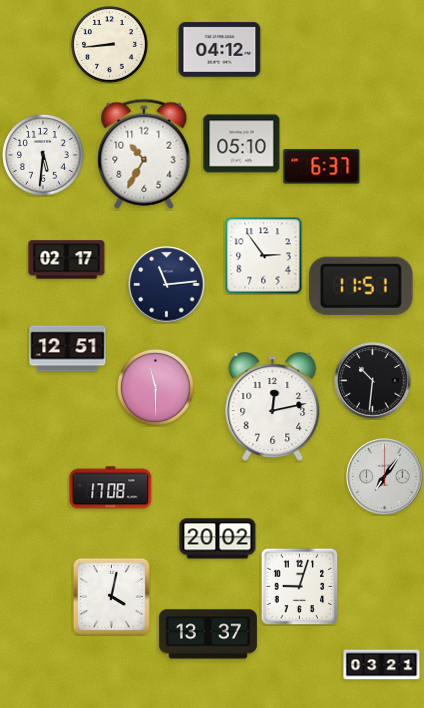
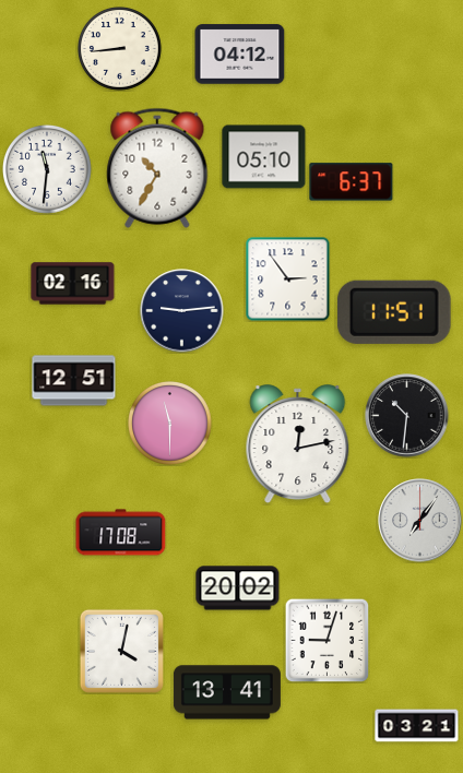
clock at (44, 156): 5:31 -> 11:31
clock at (67, 260): 02:17 -> 02:16
clock at (167, 285): 11:14 -> 9:14
clock at (208, 634): 13:37 -> 13:41
